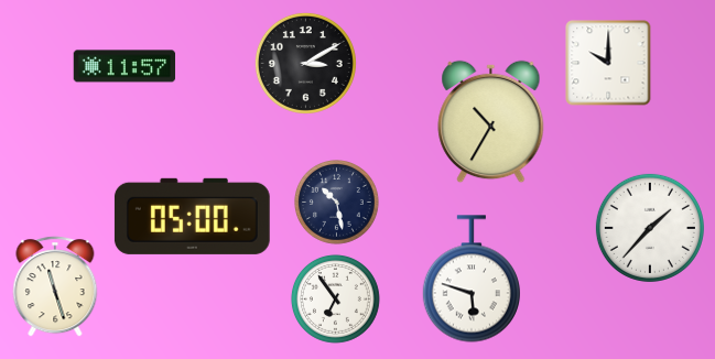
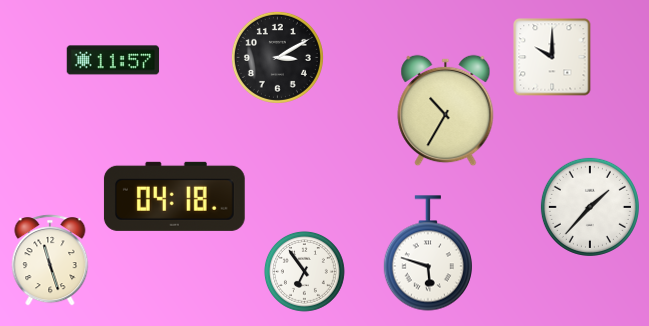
clock at (337, 203): 10:28 -> none
clock at (192, 216): 05:00 -> 04:18
